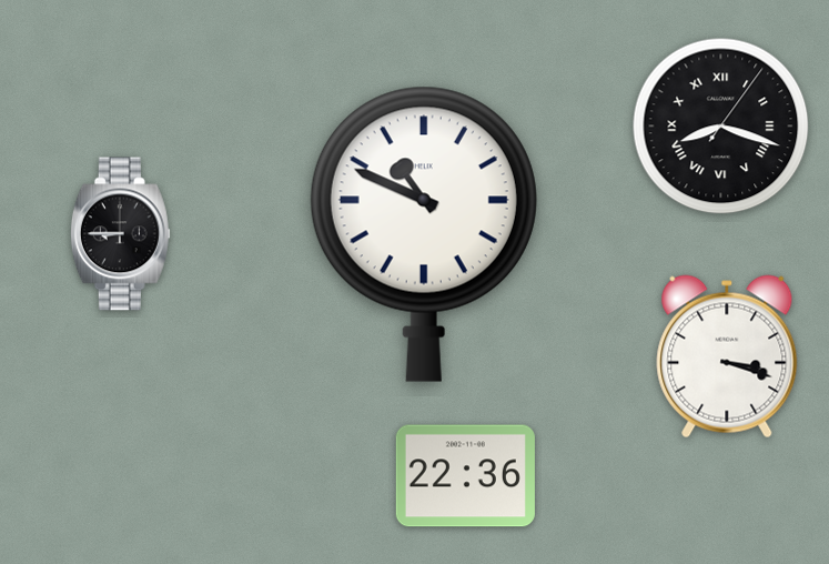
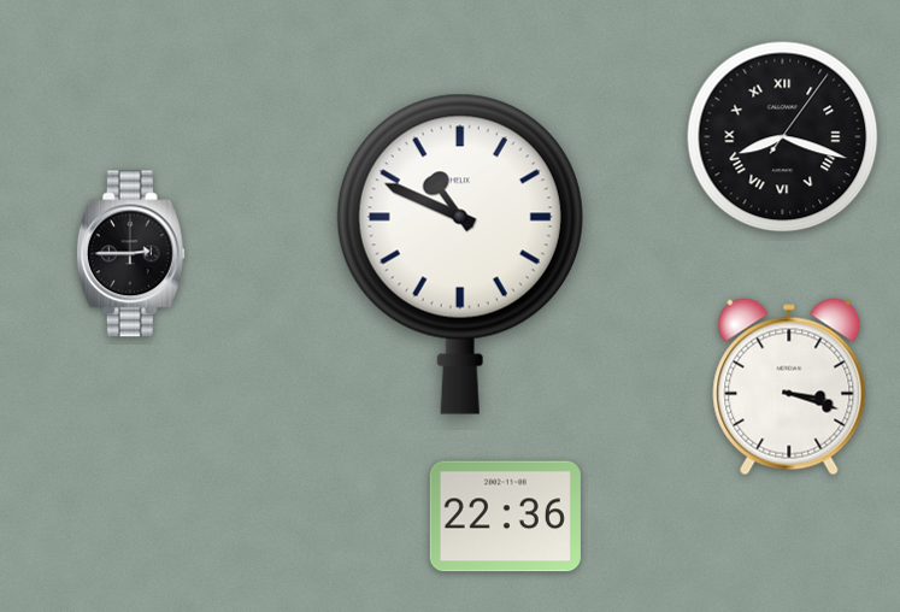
clock at (120, 234): 8:45 -> 2:45
